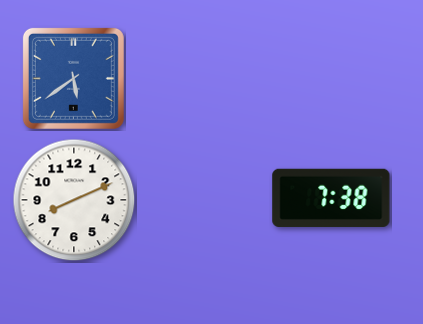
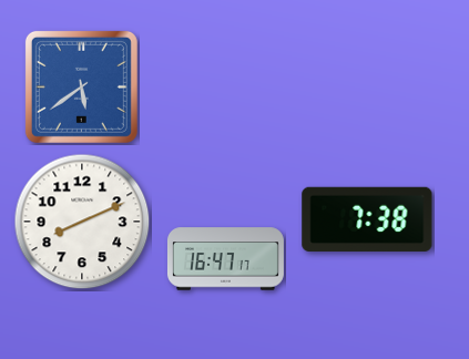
clock at (225, 259): none -> 16:47
